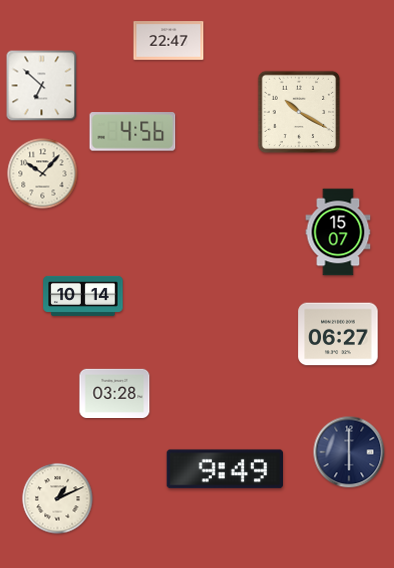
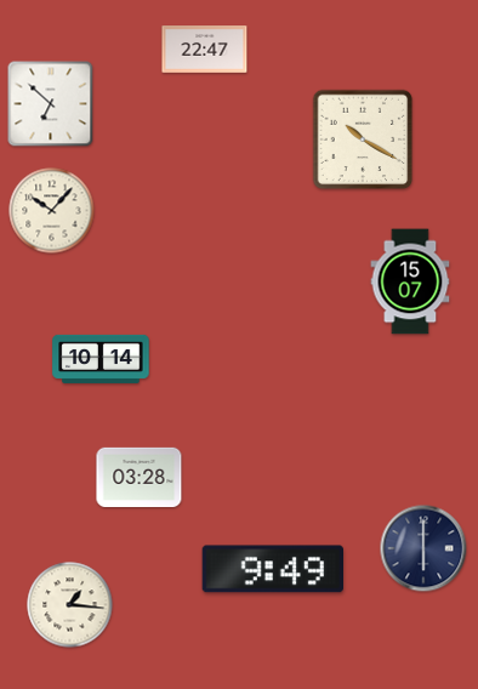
clock at (299, 112) position: (299, 112) -> (363, 139)
clock at (133, 132): 4:56 -> none
clock at (338, 334): 06:27 -> none
clock at (58, 499): 1:11 -> 1:16
